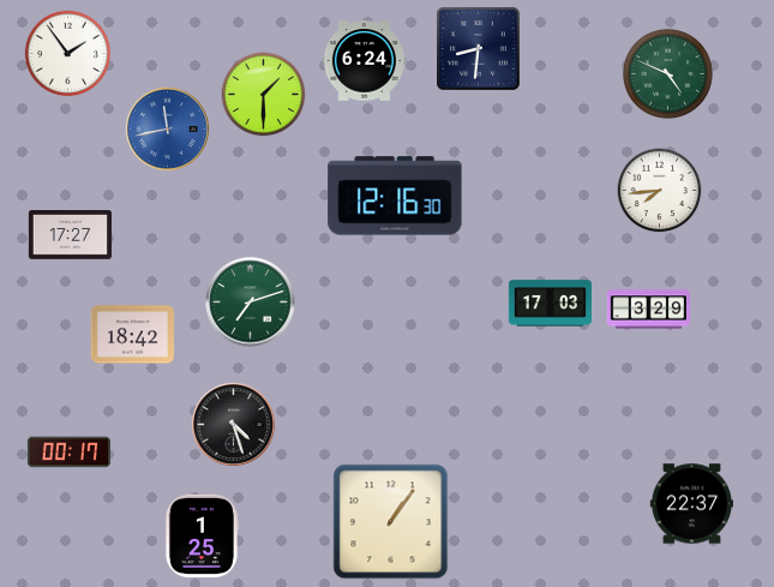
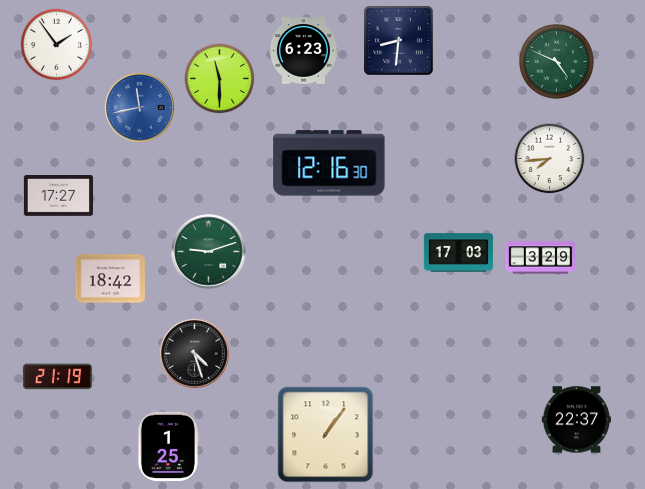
clock at (364, 61): 6:24 -> 6:23
clock at (264, 95): 1:30 -> 11:30
clock at (251, 303): 7:12 -> 9:12
clock at (68, 453): 00:17 -> 21:19
